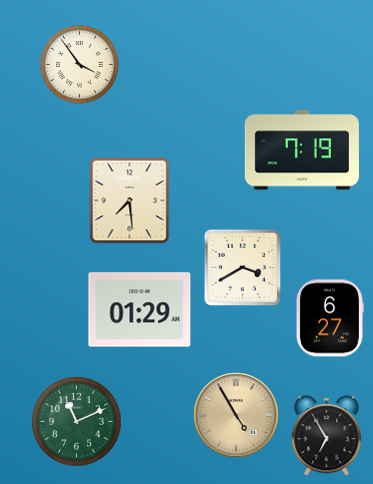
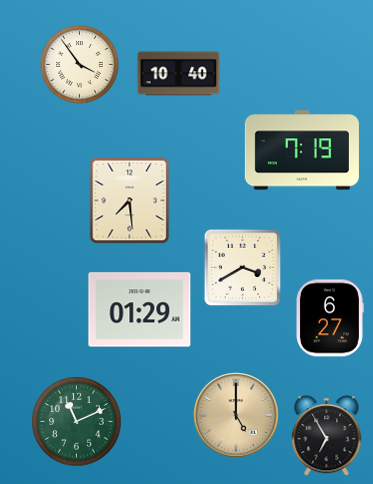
clock at (179, 74): none -> 10:40
clock at (236, 415): 4:55 -> 5:00
